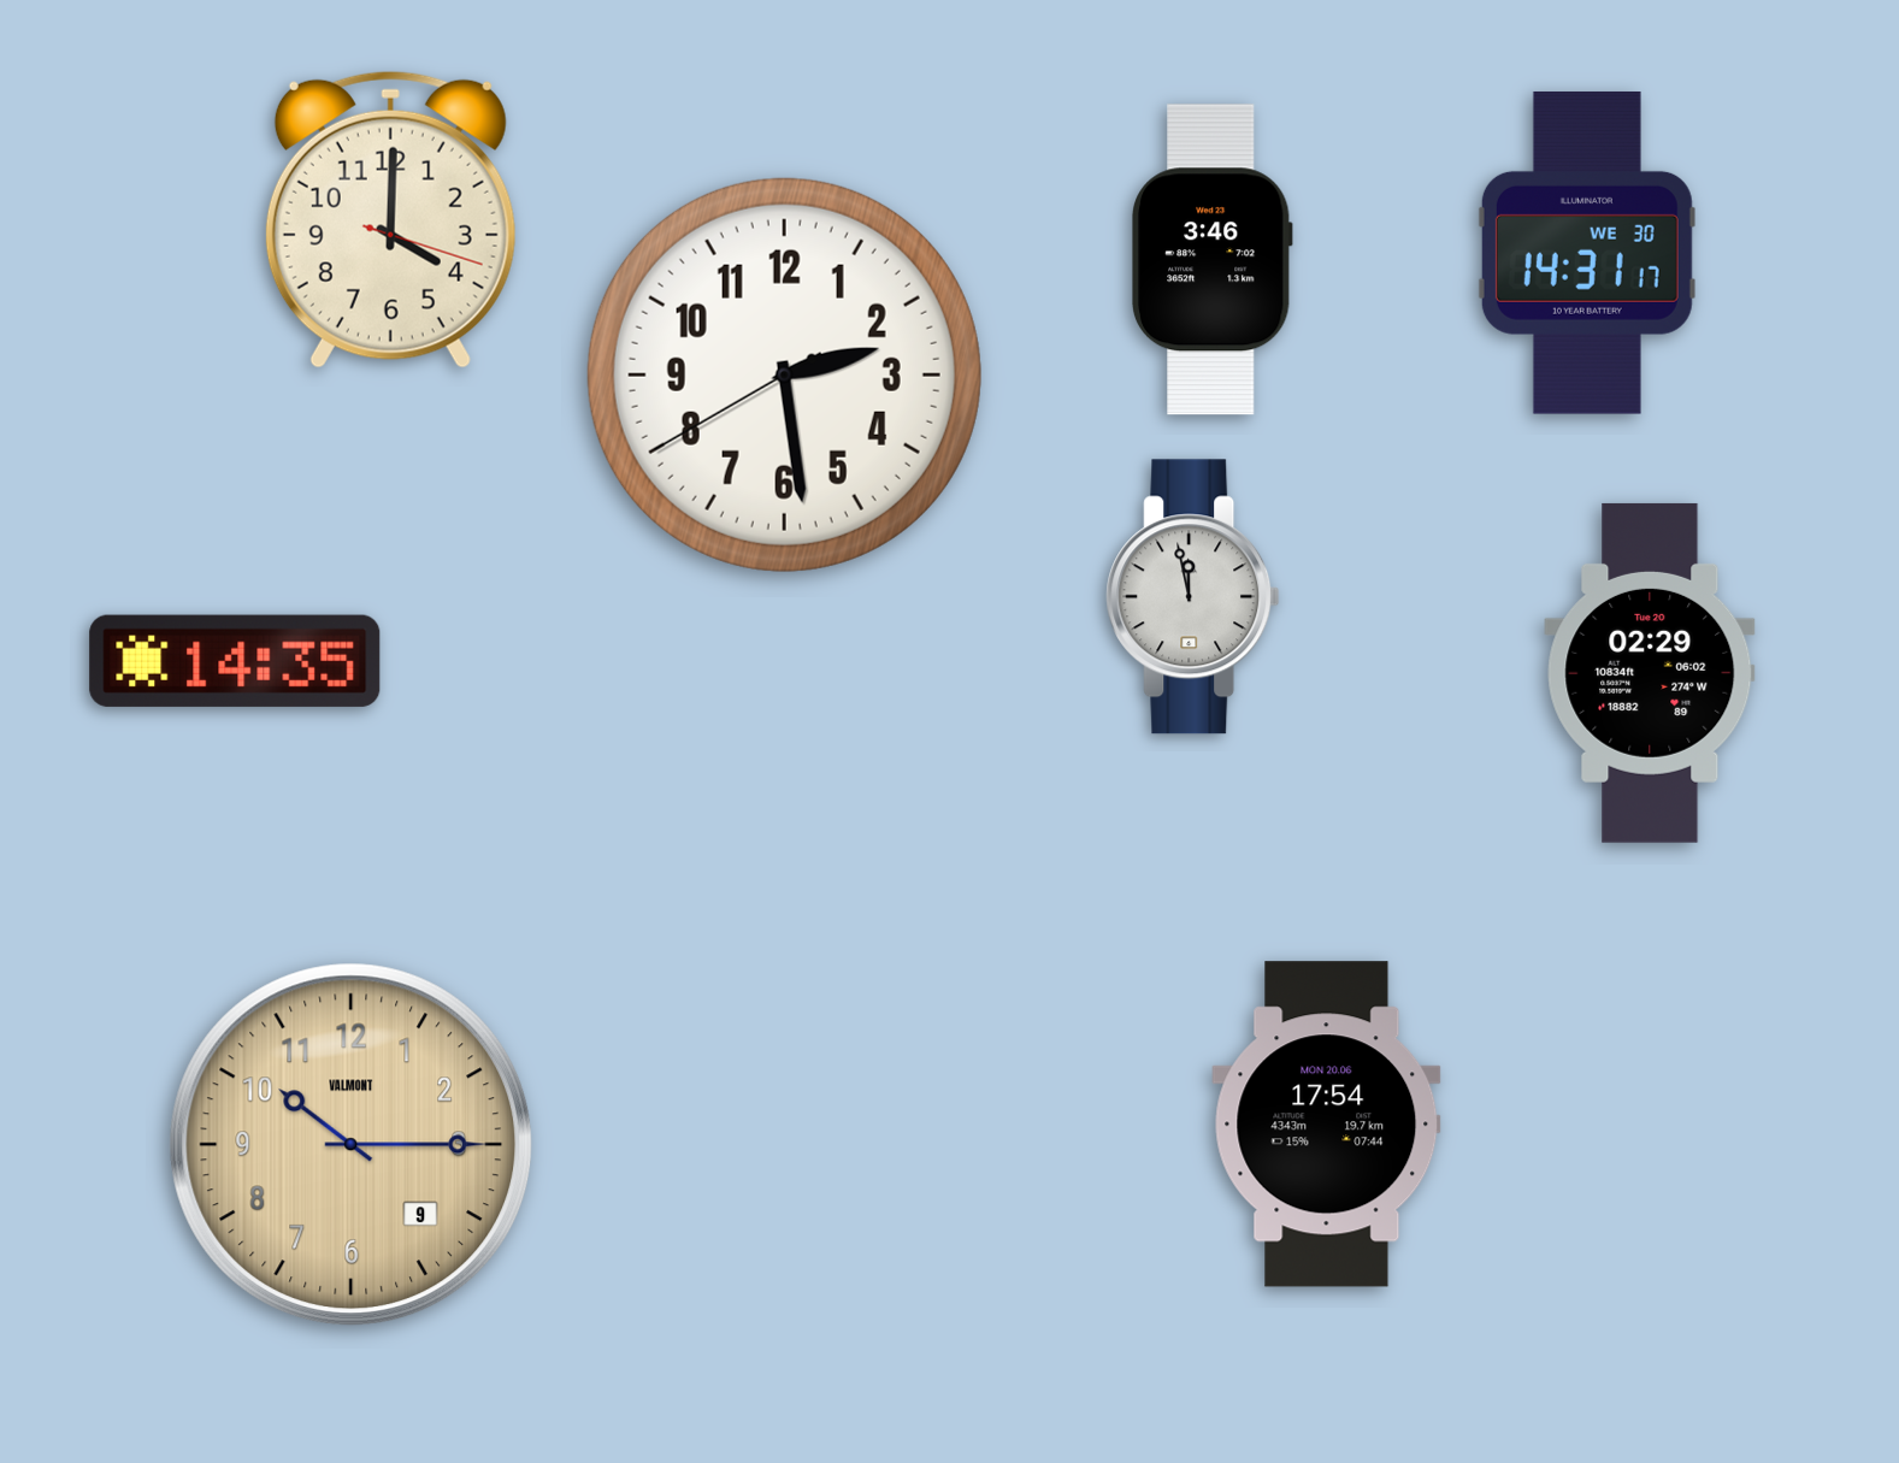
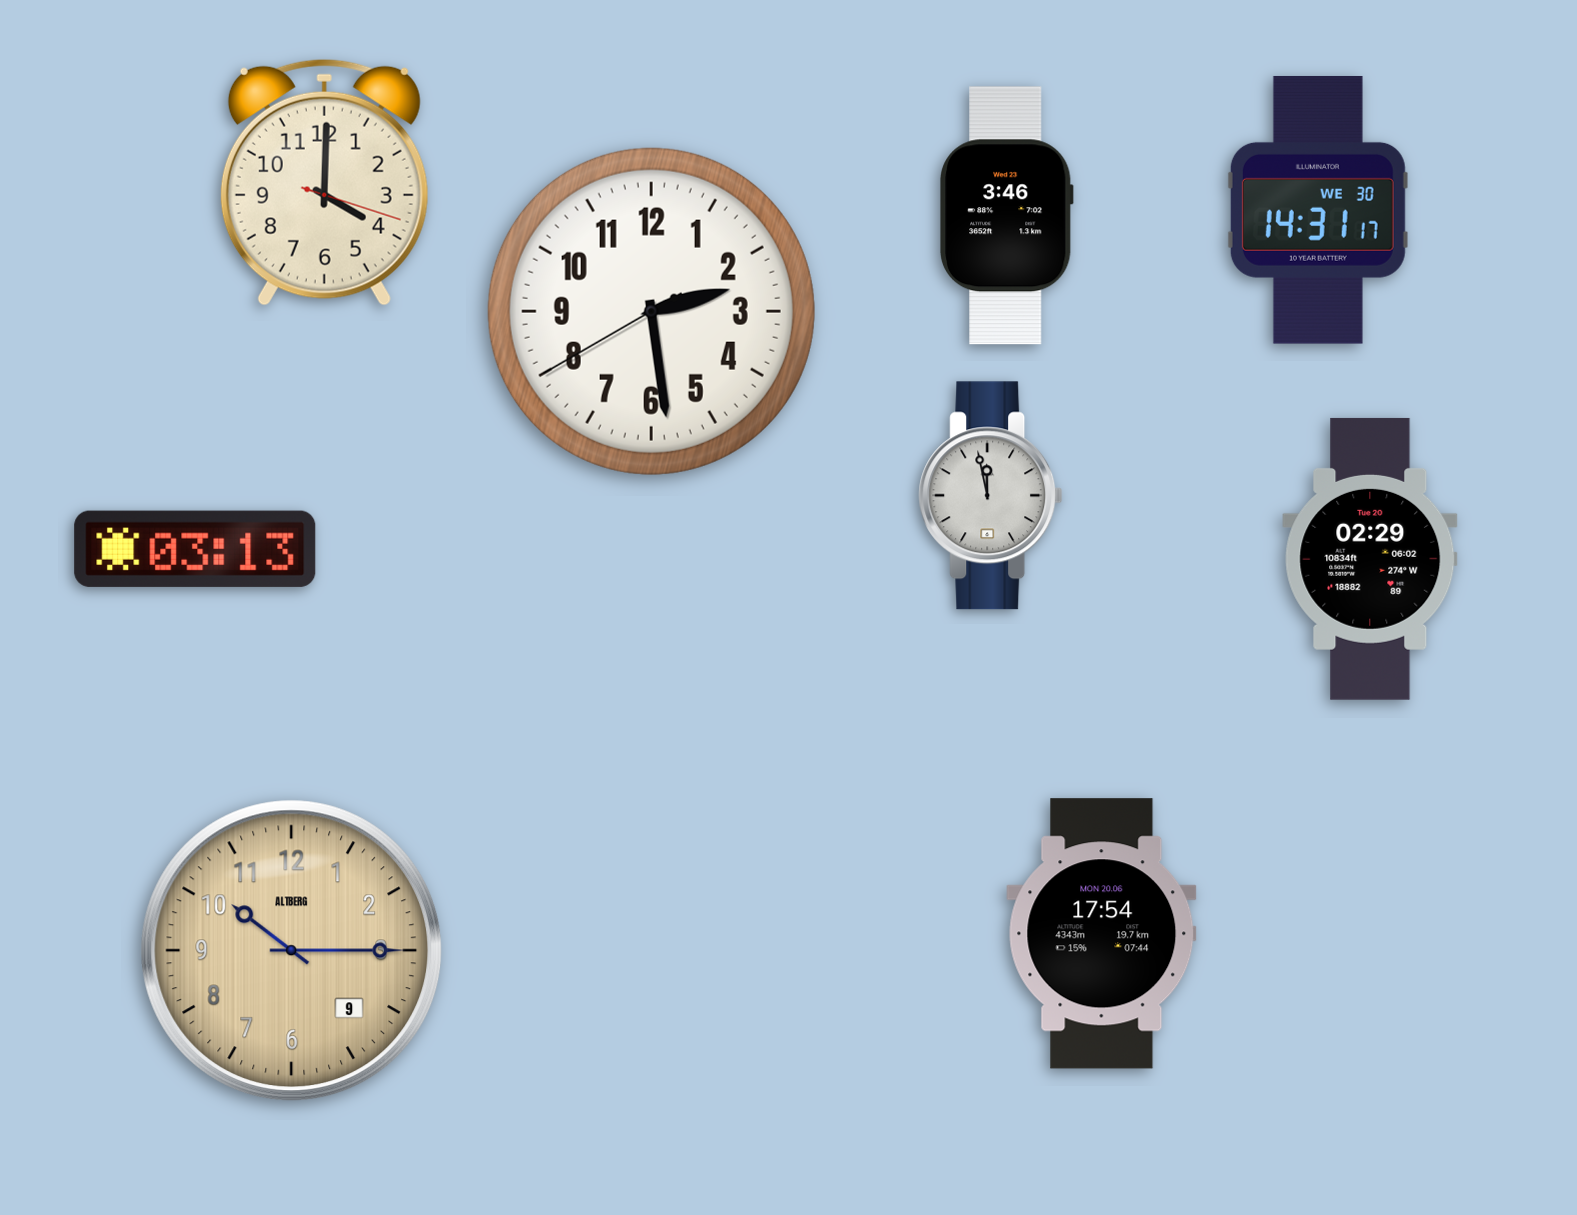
clock at (235, 661): 14:35 -> 03:13
clock at (352, 1145) brand: VALMONT -> ALTBERG
